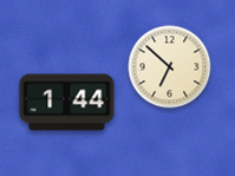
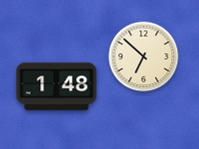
clock at (67, 103): 1:44 -> 1:48
